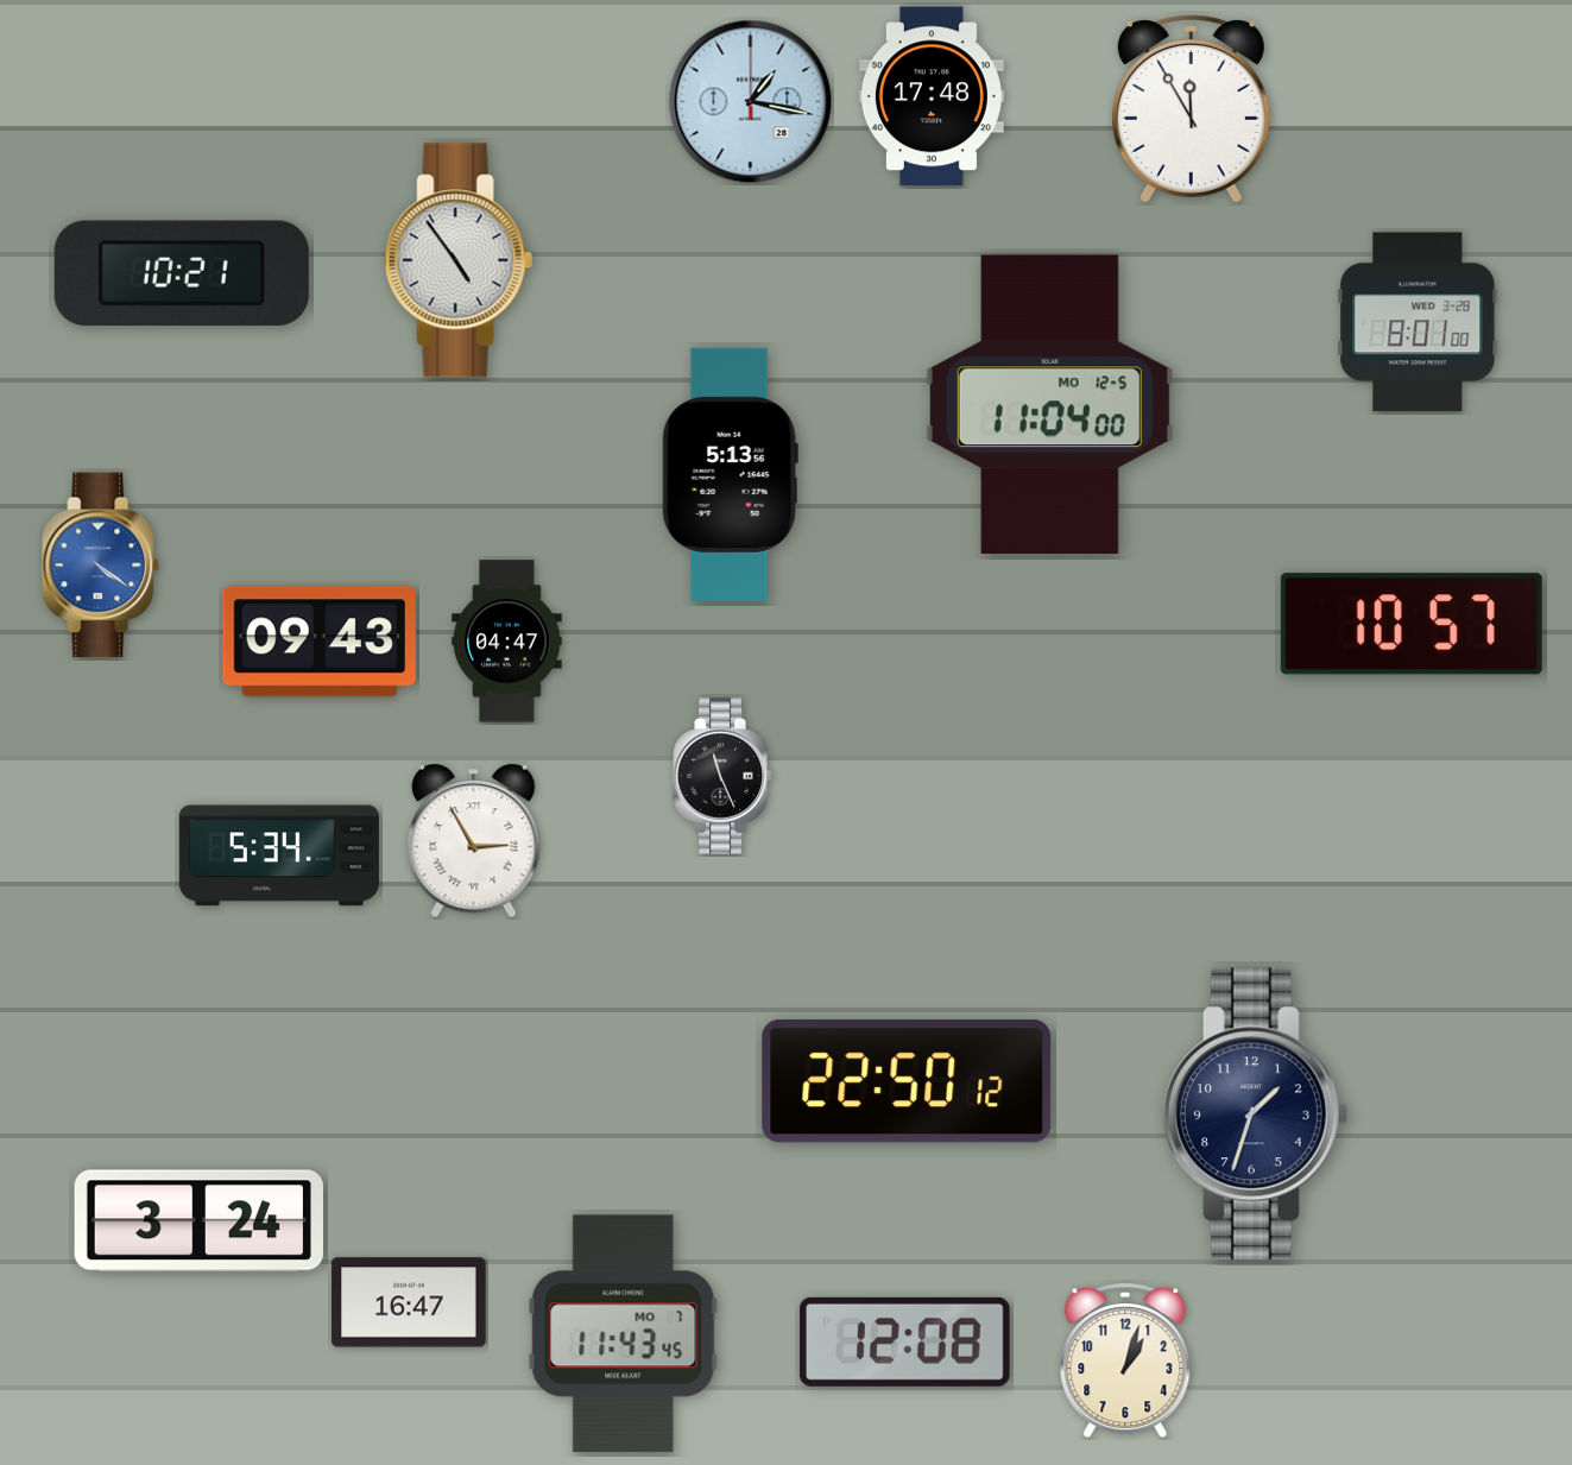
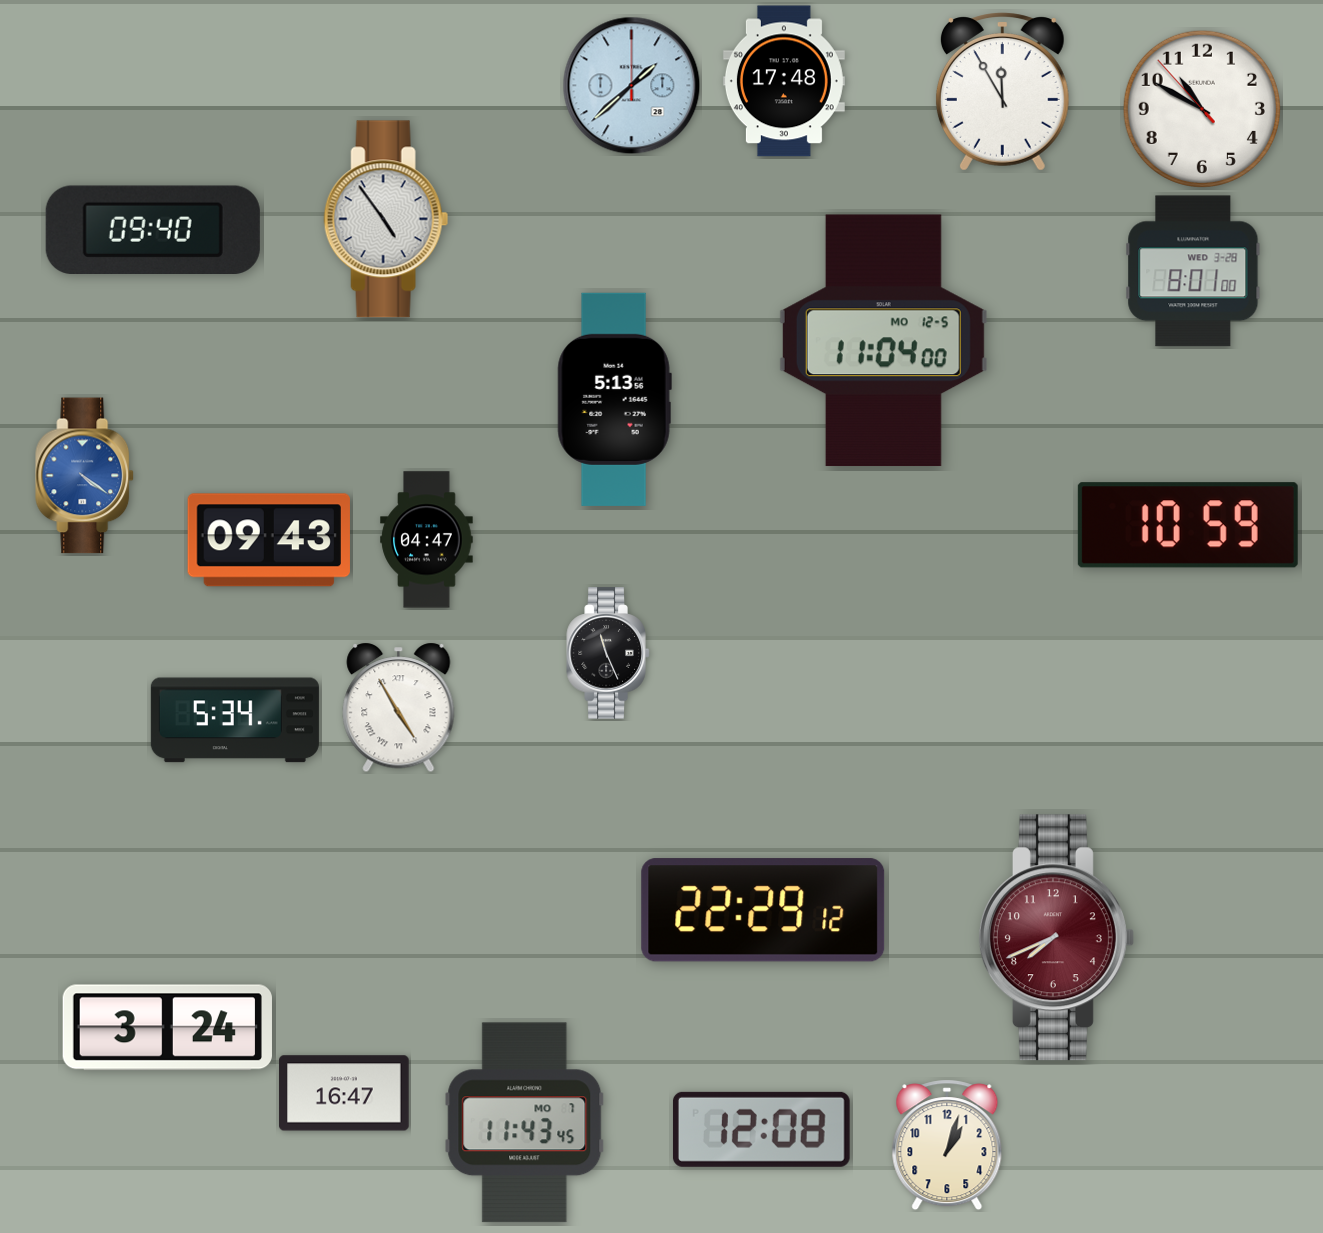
clock at (751, 102): 1:17 -> 1:38
clock at (1202, 109): none -> 10:49
clock at (182, 272): 10:21 -> 09:40
clock at (1412, 624): 10:57 -> 10:59
clock at (474, 841): 2:55 -> 4:55
clock at (907, 1081): 22:50 -> 22:29
clock at (1255, 1114): 1:33 -> 7:41
clock at (1255, 1114) dial: navy -> burgundy
clock at (409, 1302) position: (409, 1302) -> (344, 1093)
